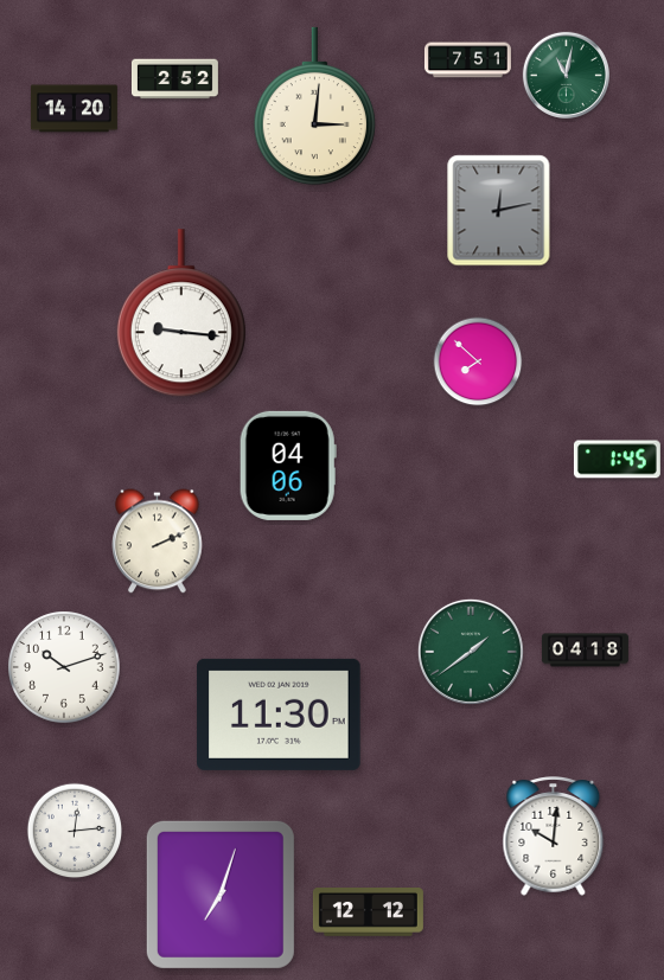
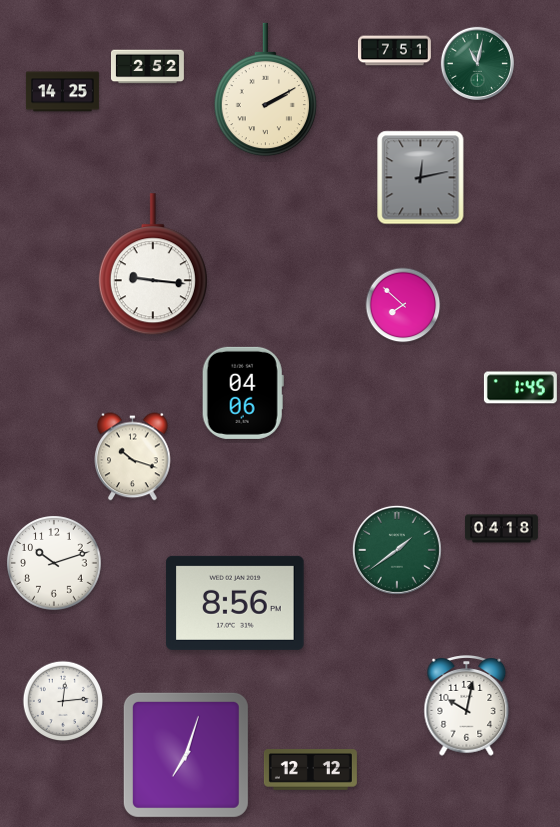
clock at (314, 107): 3:01 -> 2:10
clock at (74, 109): 14:20 -> 14:25
clock at (158, 542): 2:11 -> 10:18
clock at (585, 651) position: (585, 651) -> (501, 529)
clock at (279, 715): 11:30 -> 8:56
clock at (554, 837): 10:01 -> 10:02
